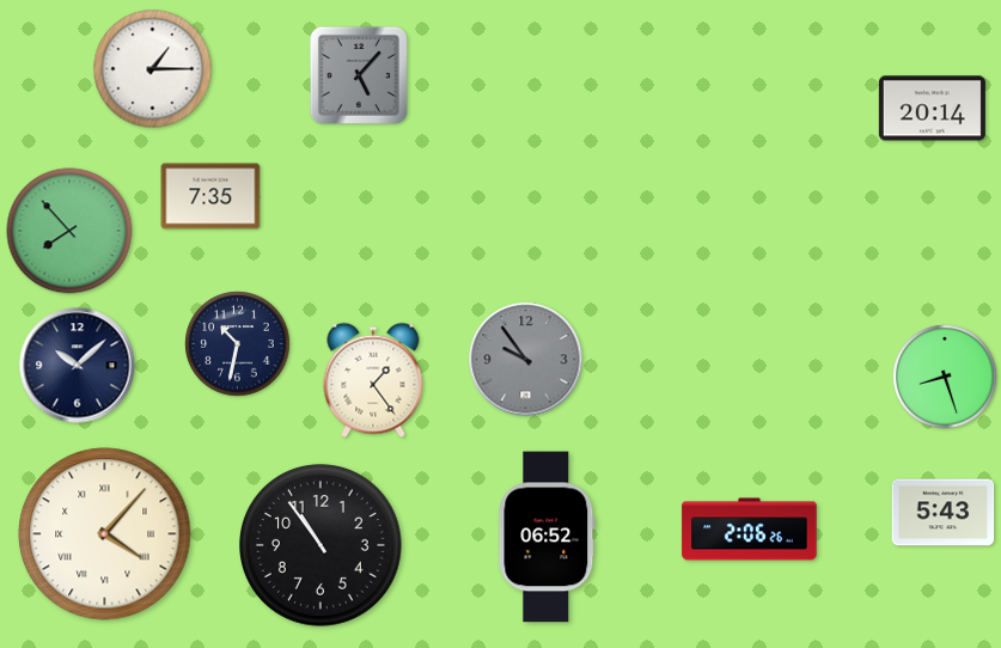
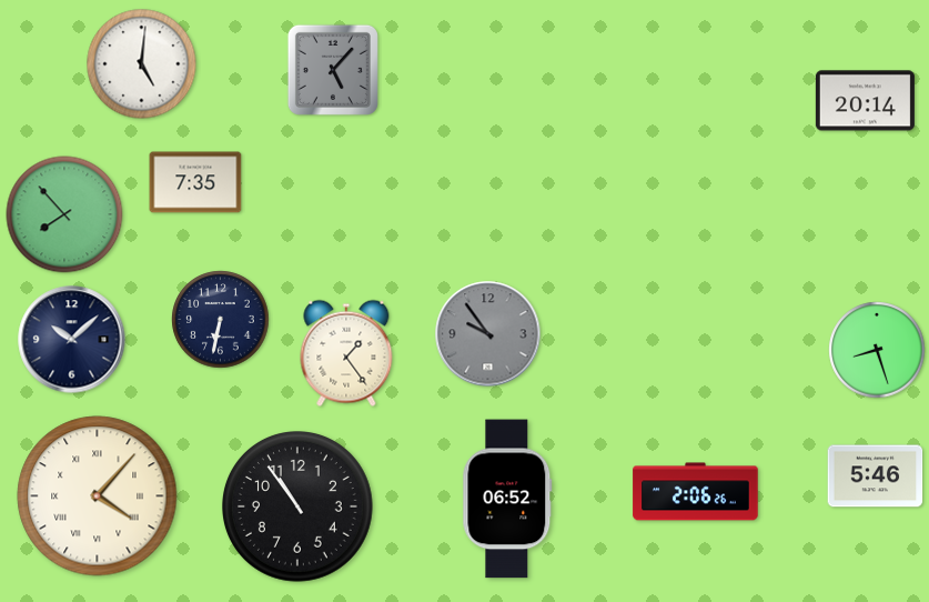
clock at (153, 69): 1:15 -> 5:01
clock at (238, 344): 10:32 -> 6:32
clock at (944, 513): 5:43 -> 5:46
